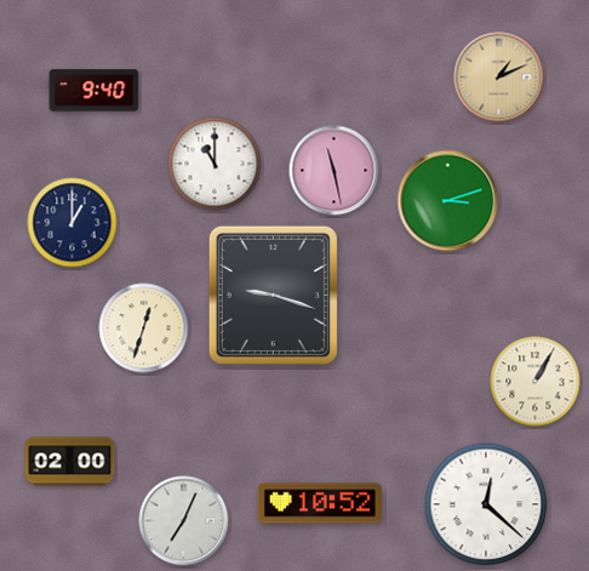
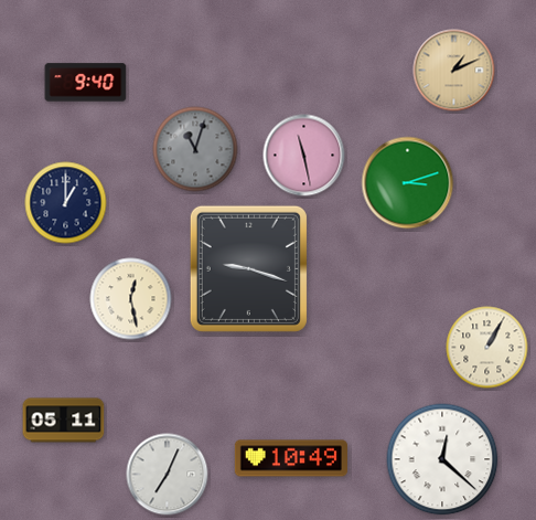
clock at (215, 164): 11:00 -> 11:03
clock at (215, 164) dial: white -> grey
clock at (144, 329): 12:33 -> 12:28
clock at (70, 462): 02:00 -> 05:11
clock at (320, 503): 10:52 -> 10:49
